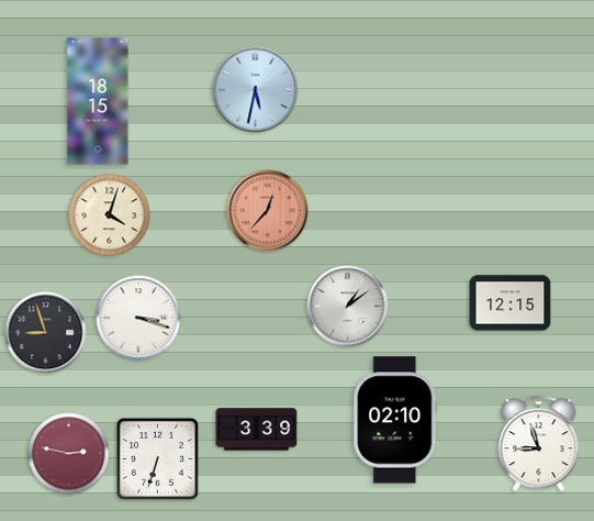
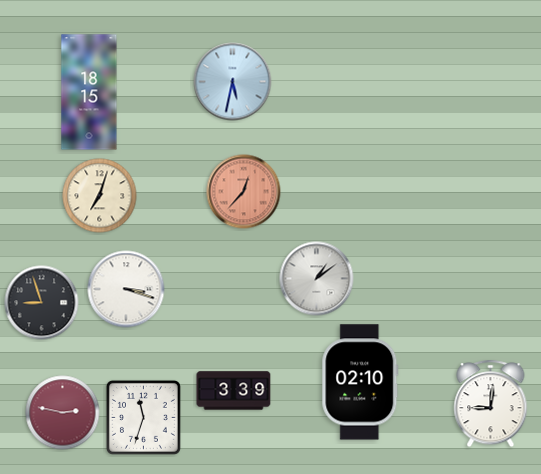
clock at (110, 215): 4:03 -> 7:03
clock at (511, 303): 12:15 -> none
clock at (539, 444): 8:57 -> 9:01
clock at (157, 458): 6:33 -> 11:33
